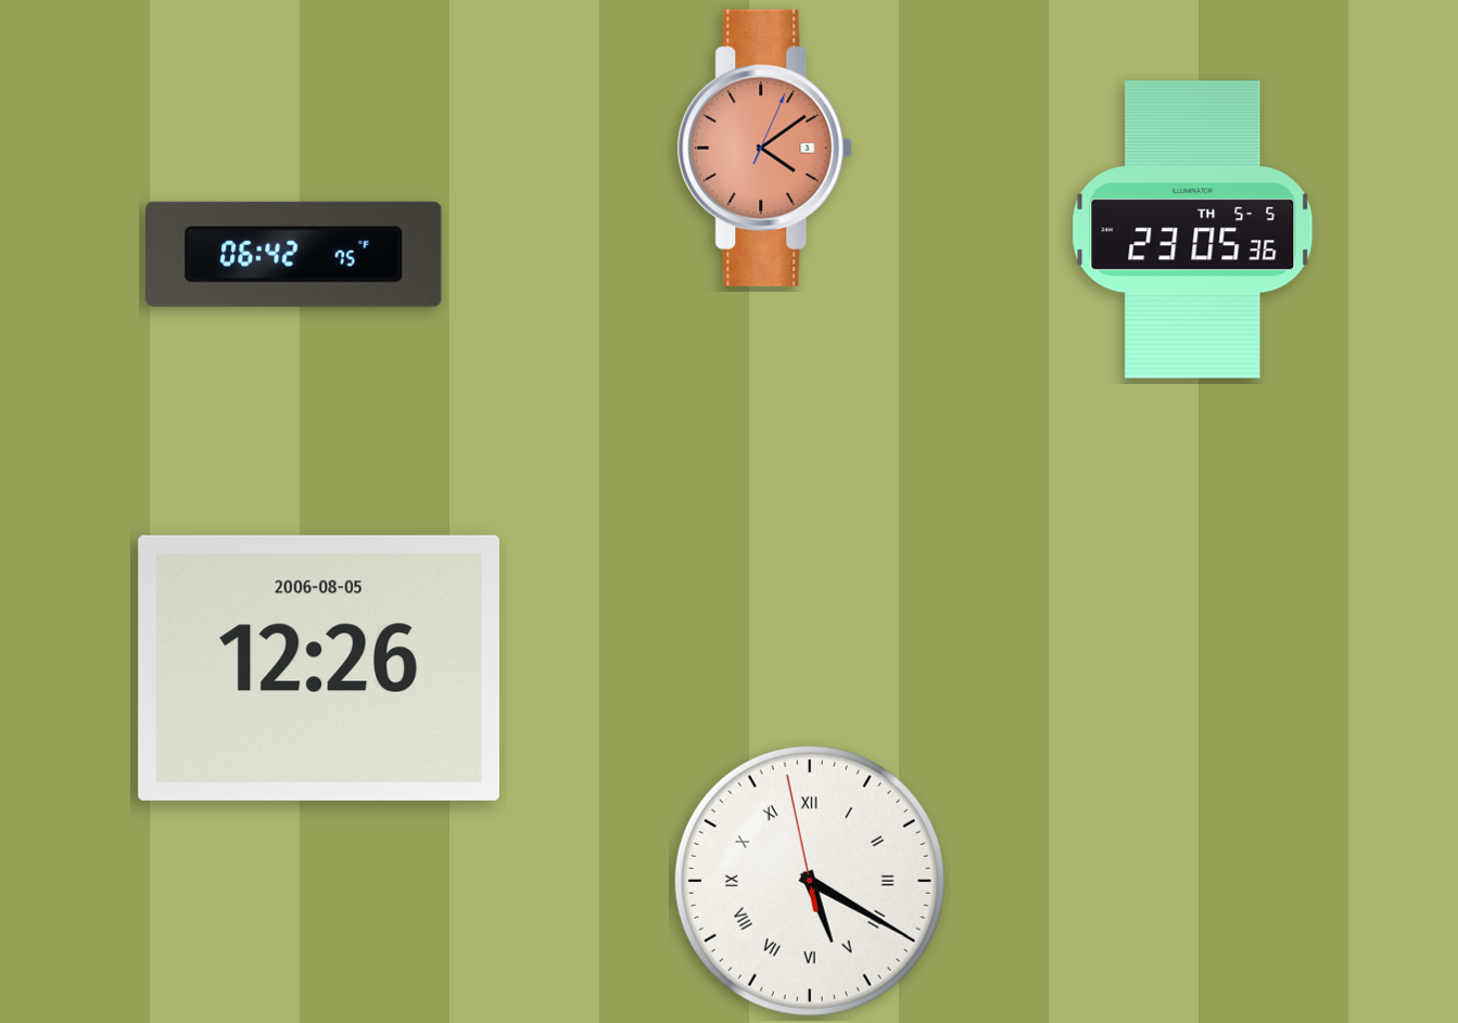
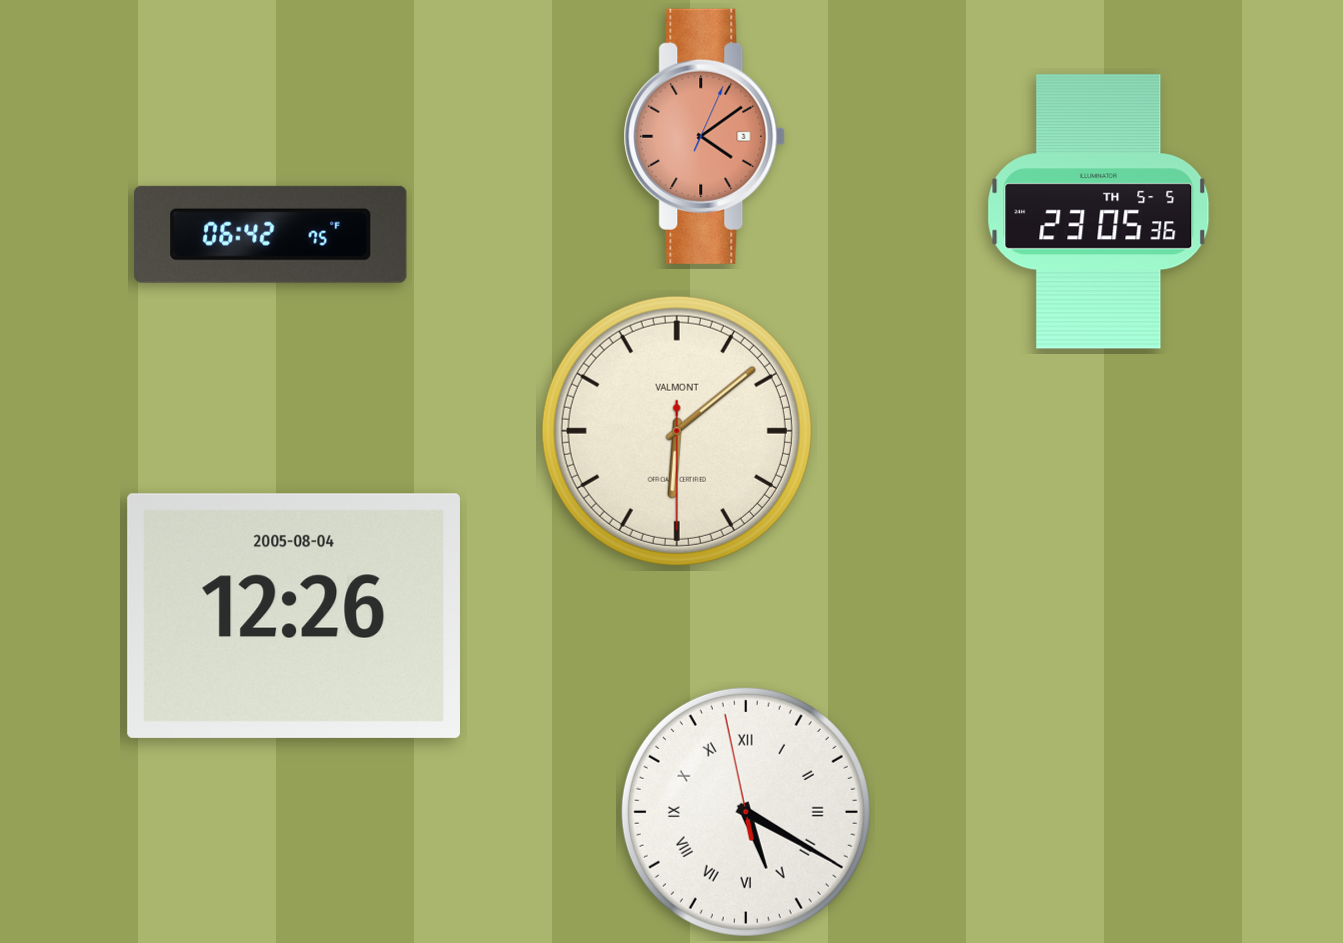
clock at (677, 431): none -> 6:08
clock at (319, 668) date: 2006-08-05 -> 2005-08-04
